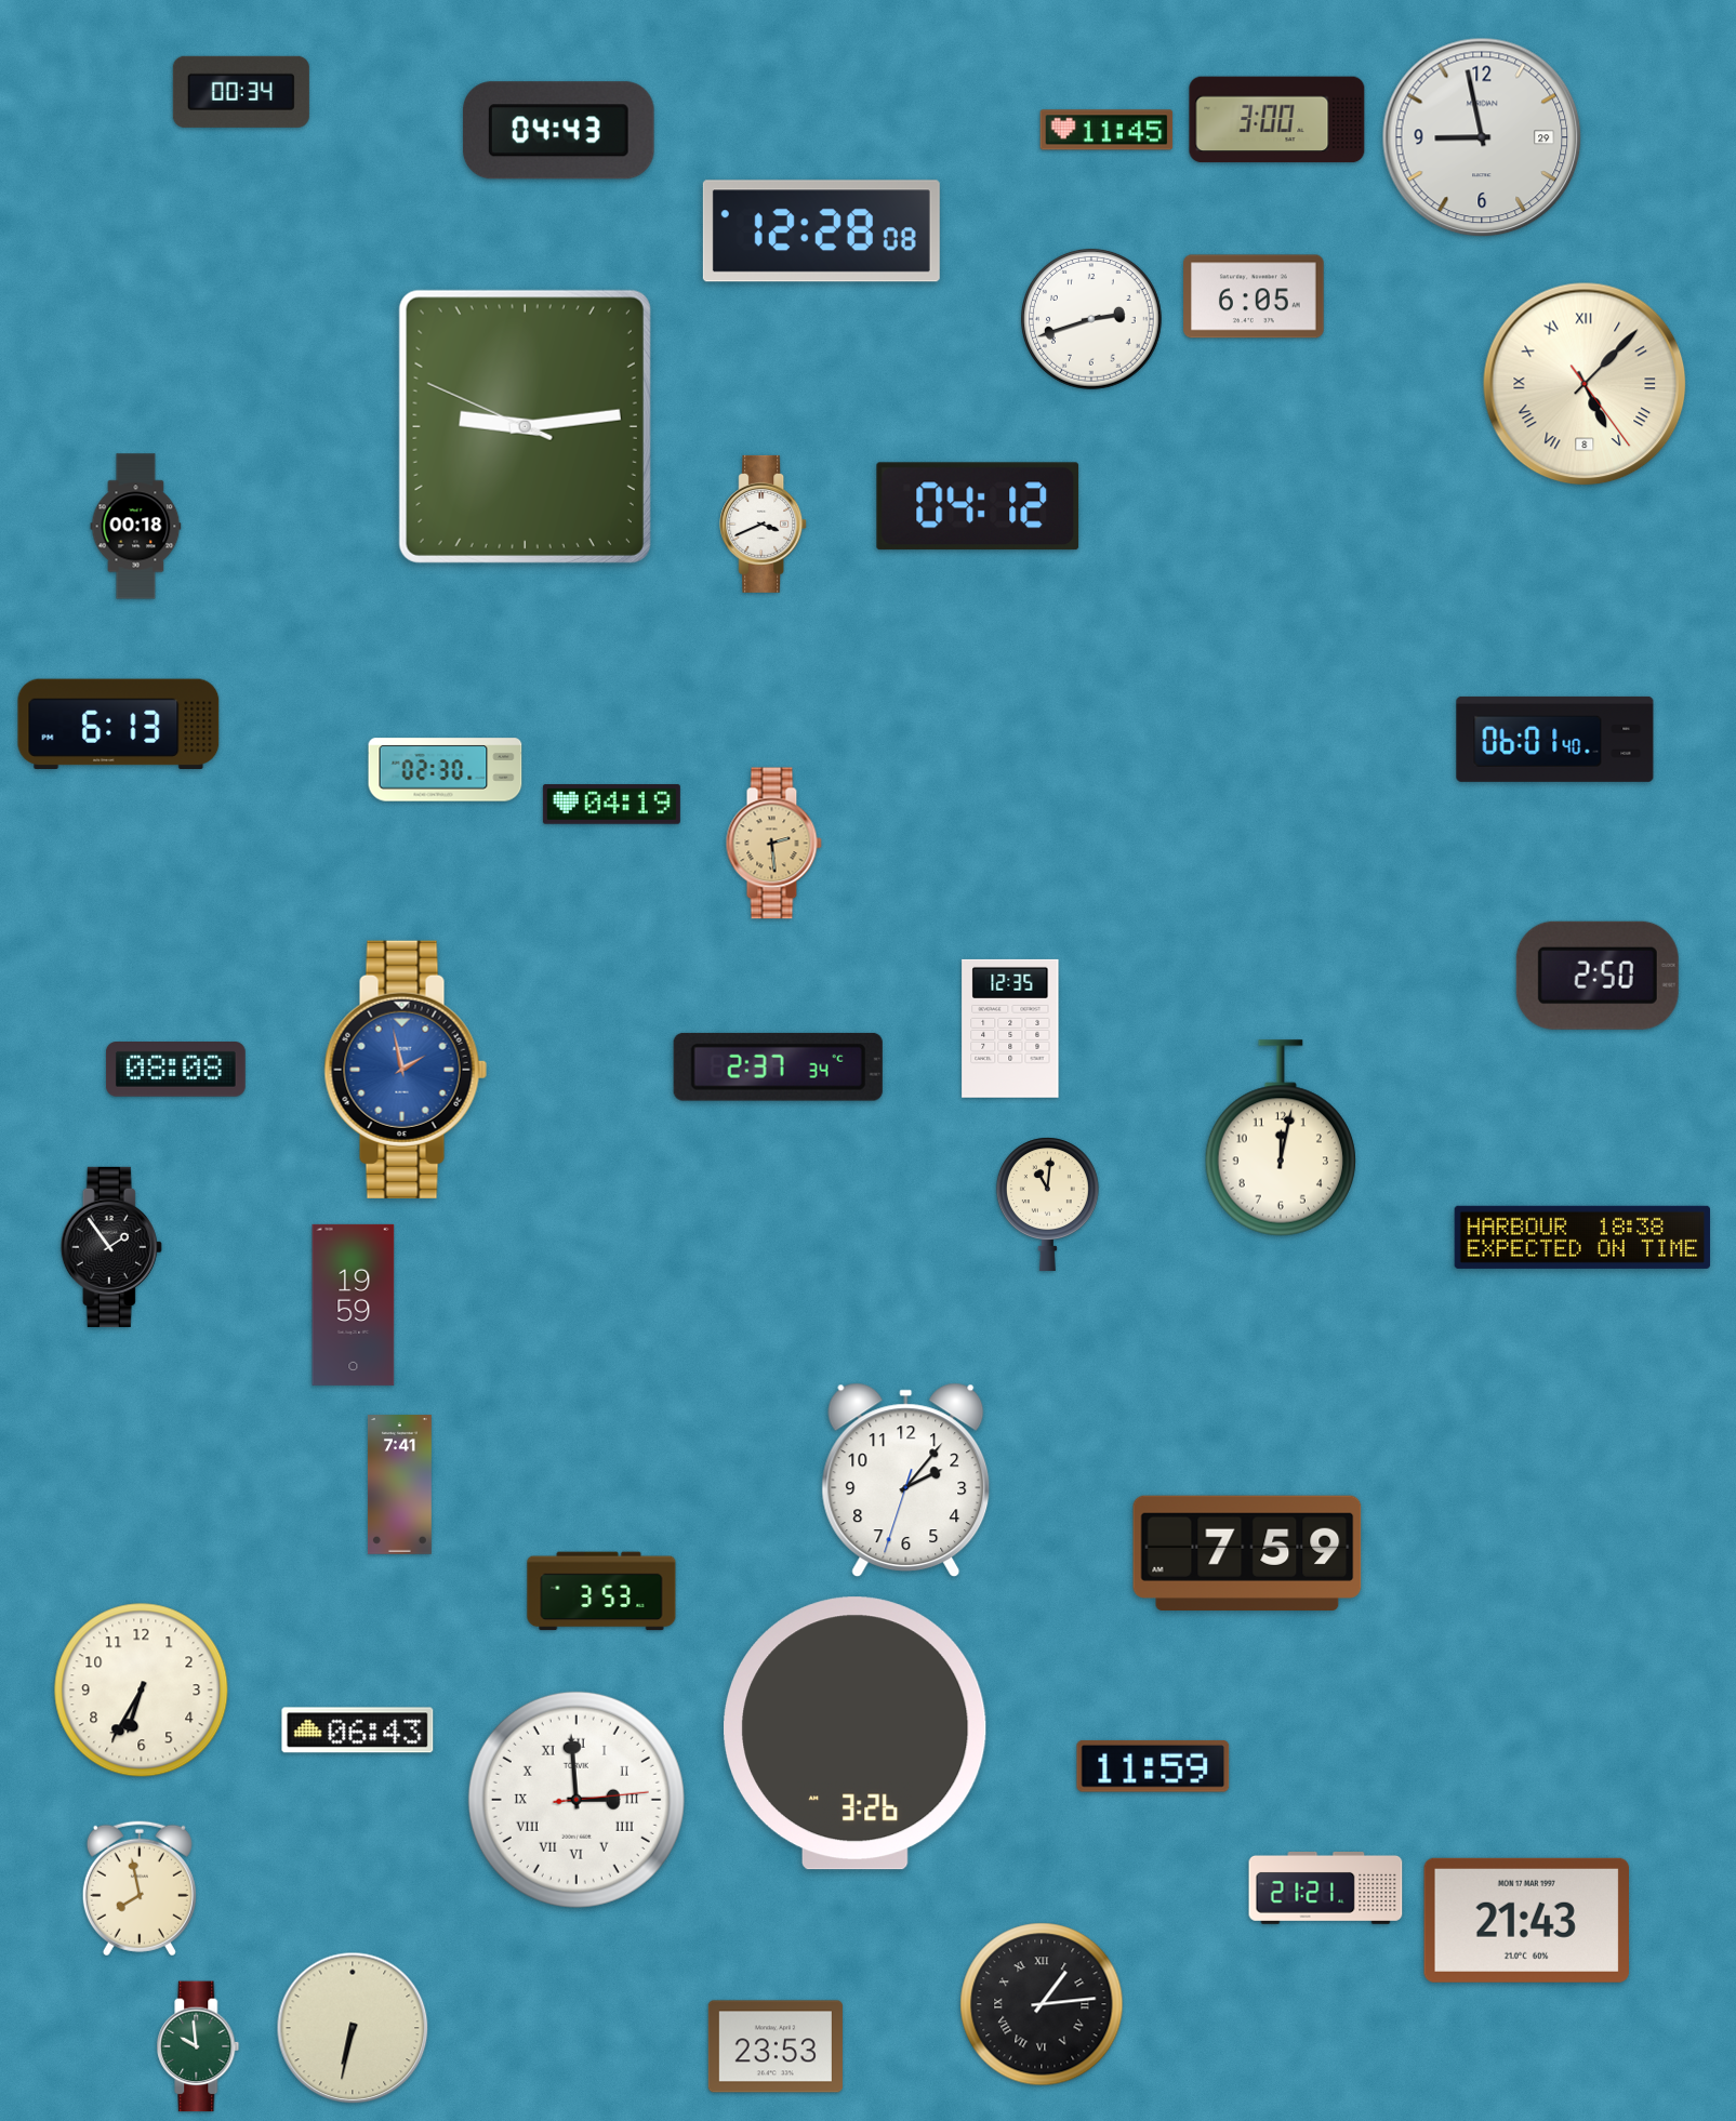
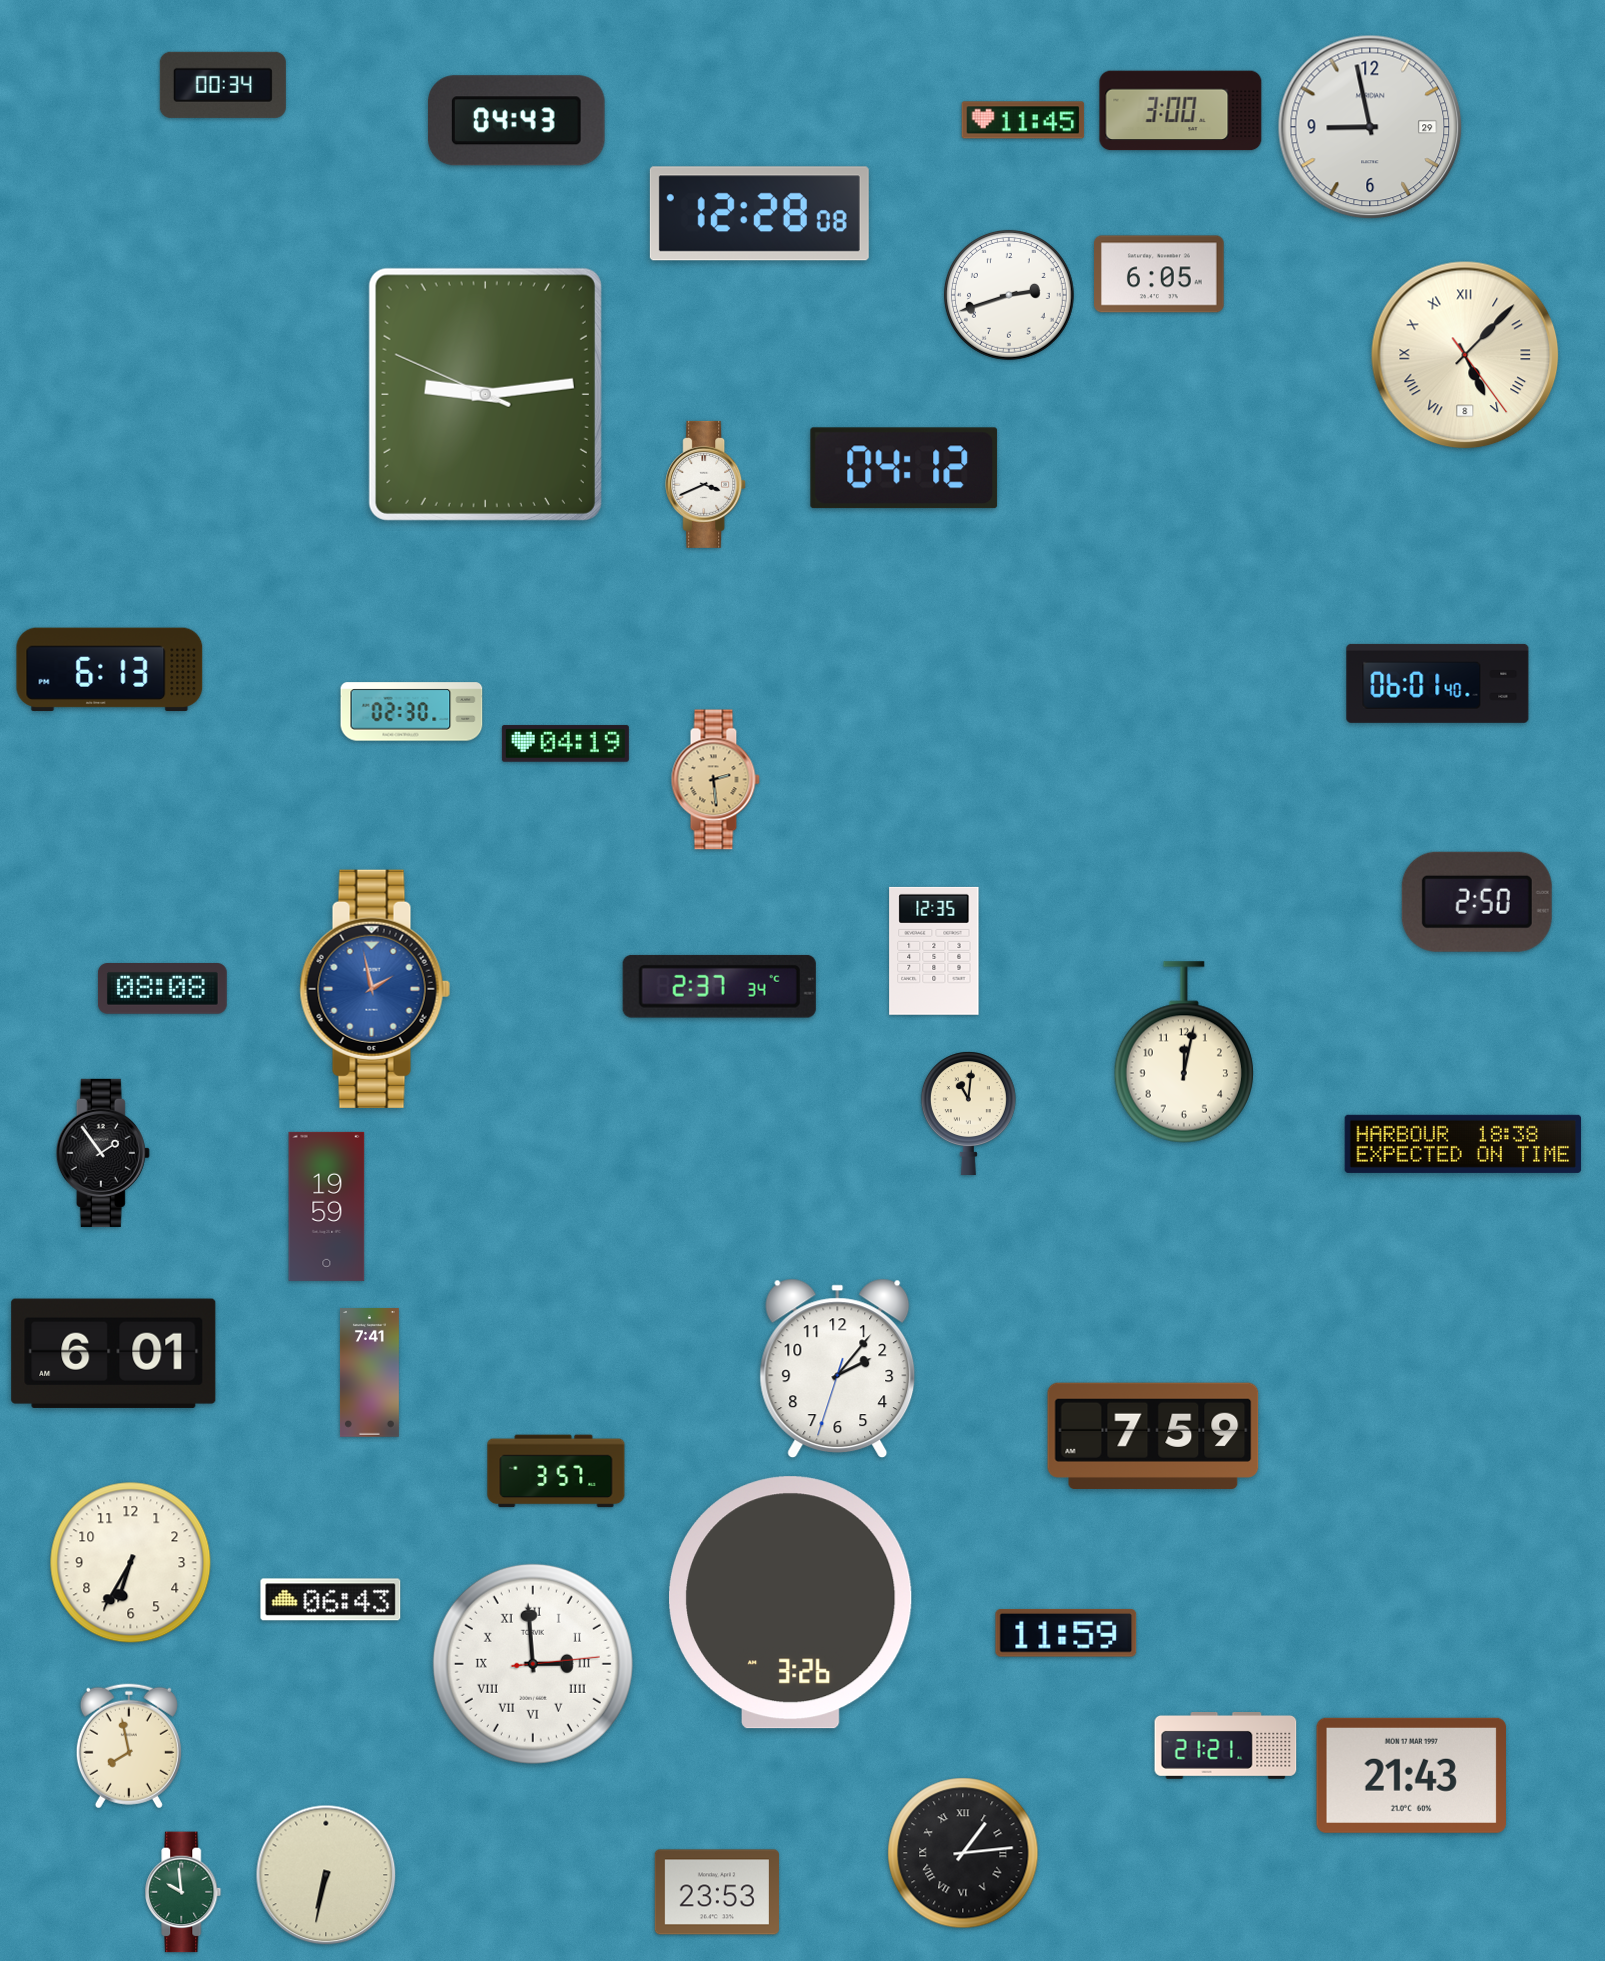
clock at (136, 527): 00:18 -> none
clock at (114, 1353): none -> 6:01
clock at (601, 1591): 3:53 -> 3:57
